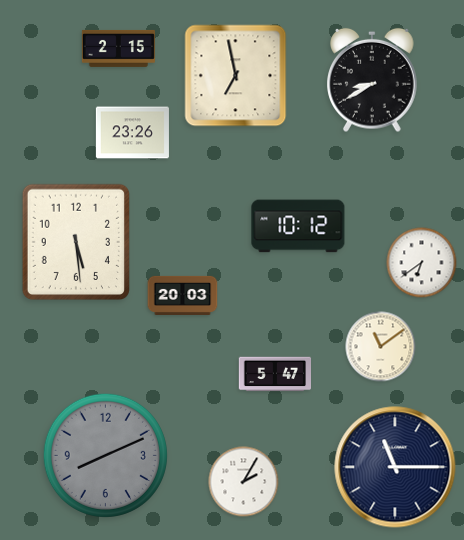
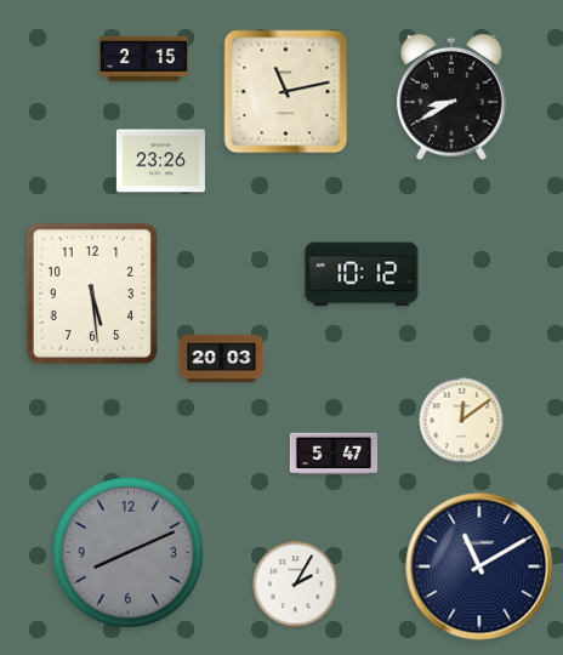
clock at (236, 76): 6:58 -> 11:13
clock at (422, 263): 6:39 -> none
clock at (381, 347): 11:09 -> 12:09
clock at (395, 467): 11:15 -> 11:10
